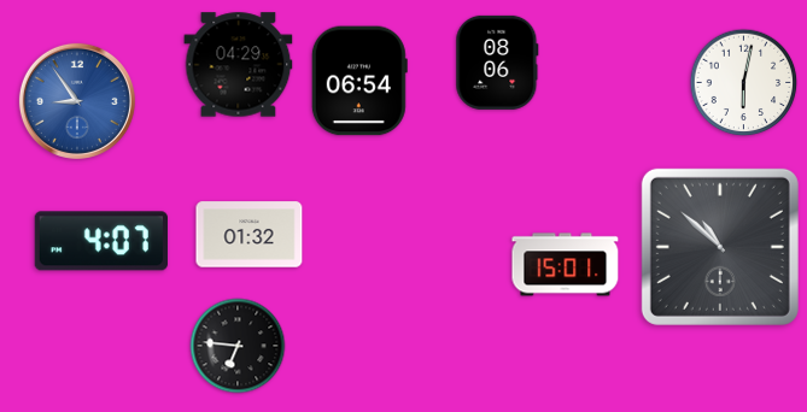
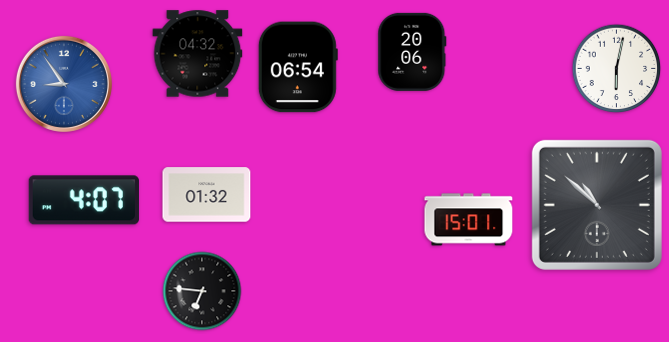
clock at (497, 63): 08:06 -> 20:06
clock at (239, 65): 04:29 -> 04:32
clock at (238, 346) position: (238, 346) -> (202, 291)
